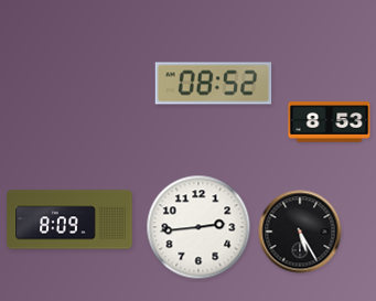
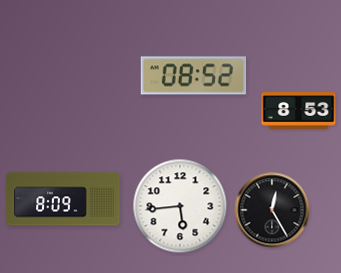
clock at (198, 227): 2:44 -> 5:44
clock at (300, 232): 5:25 -> 12:25
